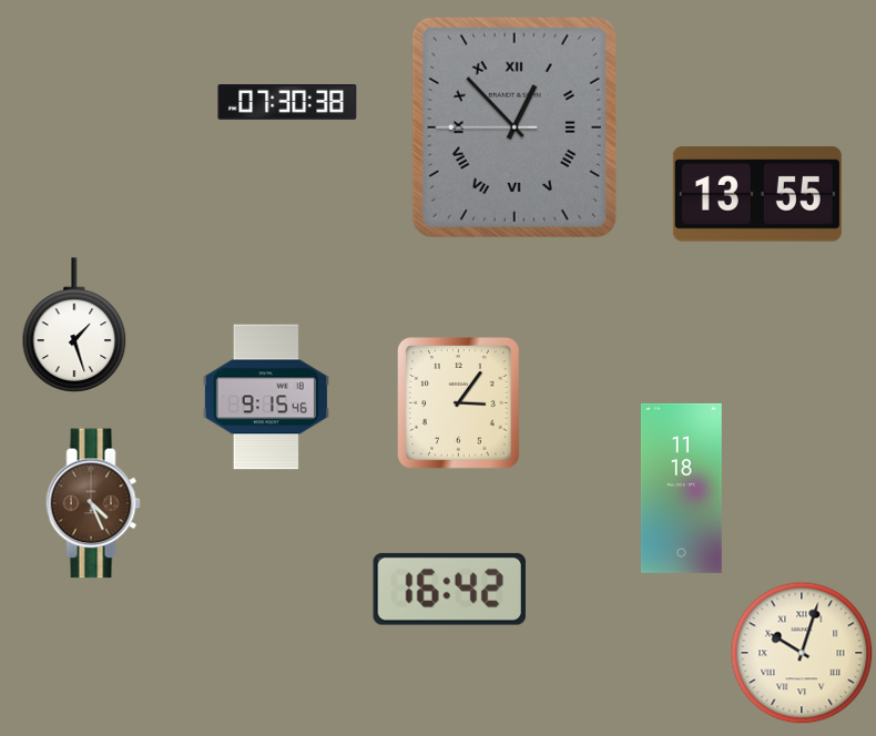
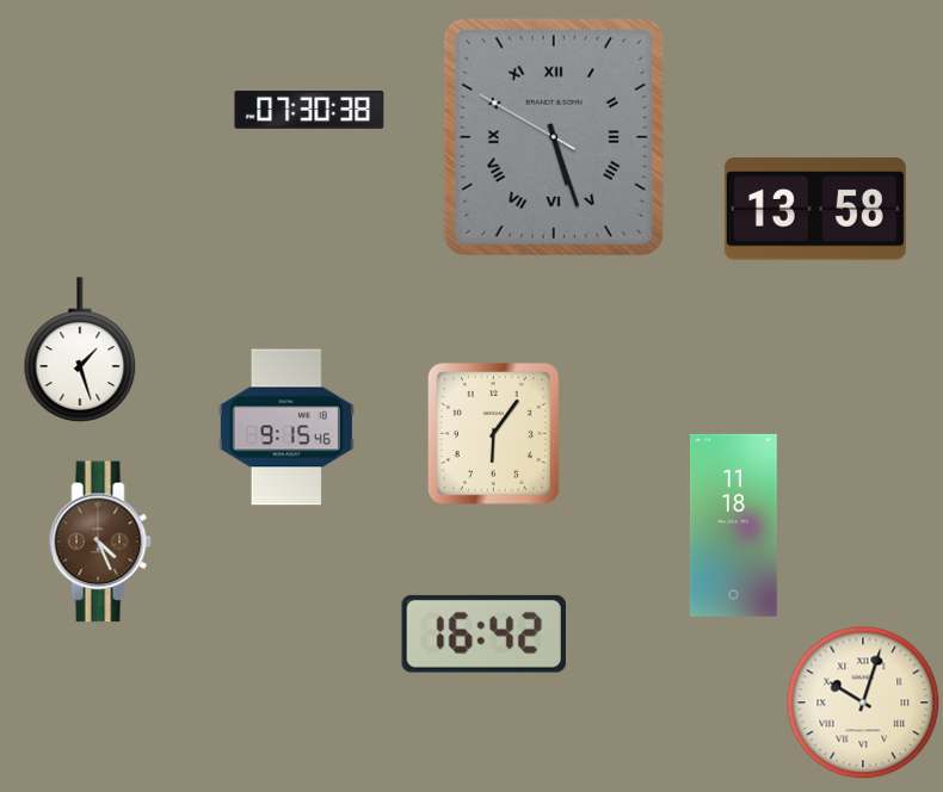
clock at (515, 127): 12:52 -> 5:26
clock at (757, 194): 13:55 -> 13:58
clock at (459, 403): 3:06 -> 6:06
